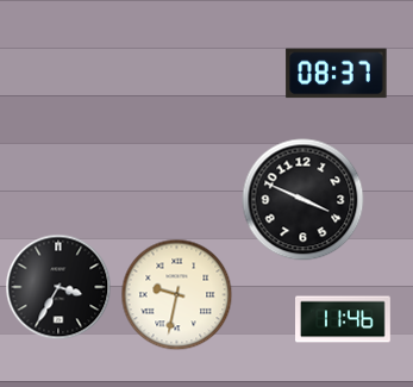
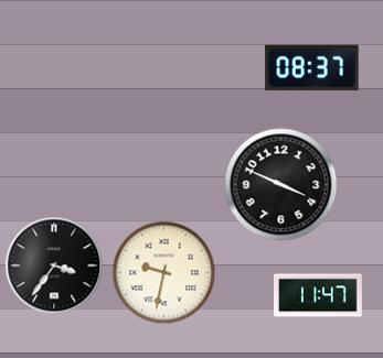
clock at (58, 287): 3:35 -> 3:36
clock at (344, 319): 11:46 -> 11:47
